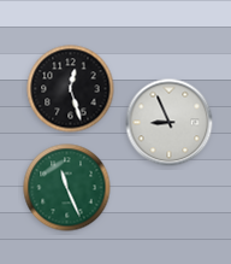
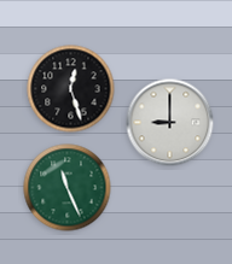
clock at (170, 123): 8:56 -> 9:00
